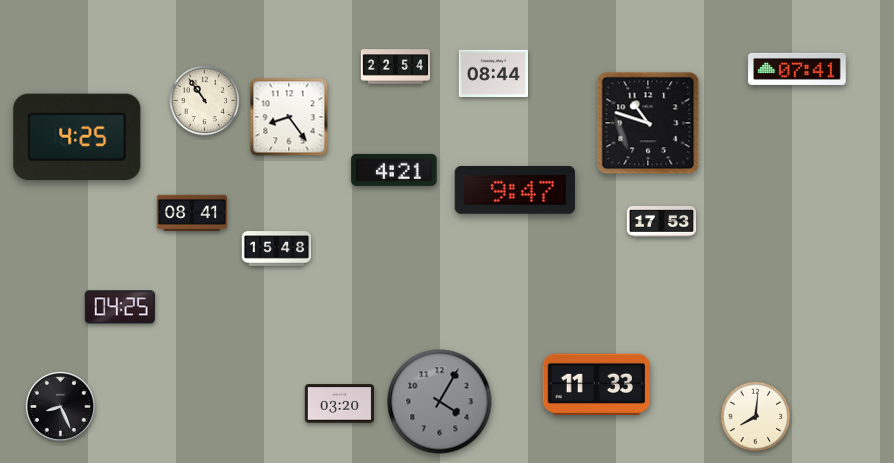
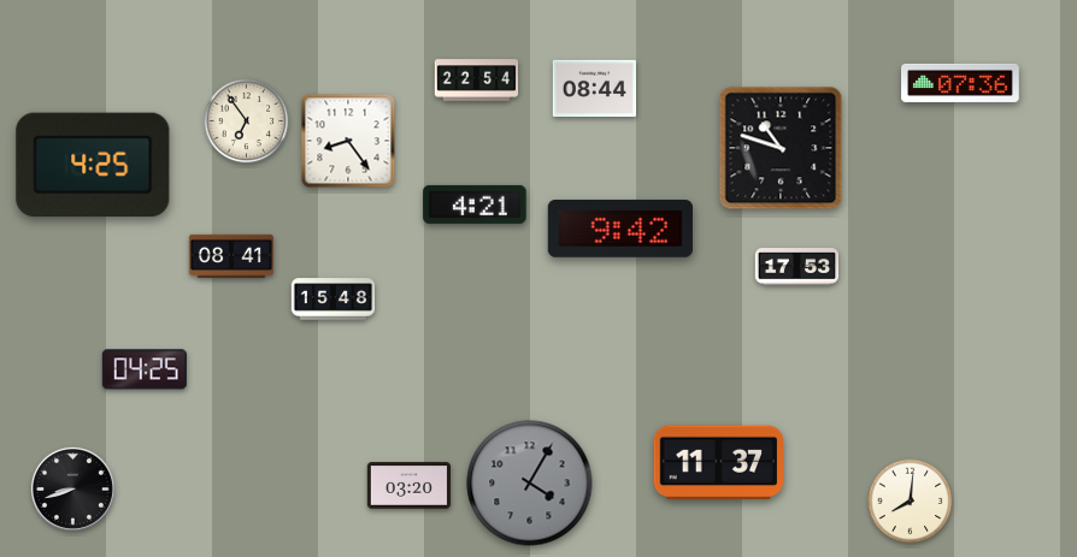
clock at (797, 69): 07:41 -> 07:36
clock at (205, 101): 10:54 -> 6:54
clock at (515, 190): 9:47 -> 9:42
clock at (596, 385): 11:33 -> 11:37
clock at (60, 406): 8:26 -> 8:42
